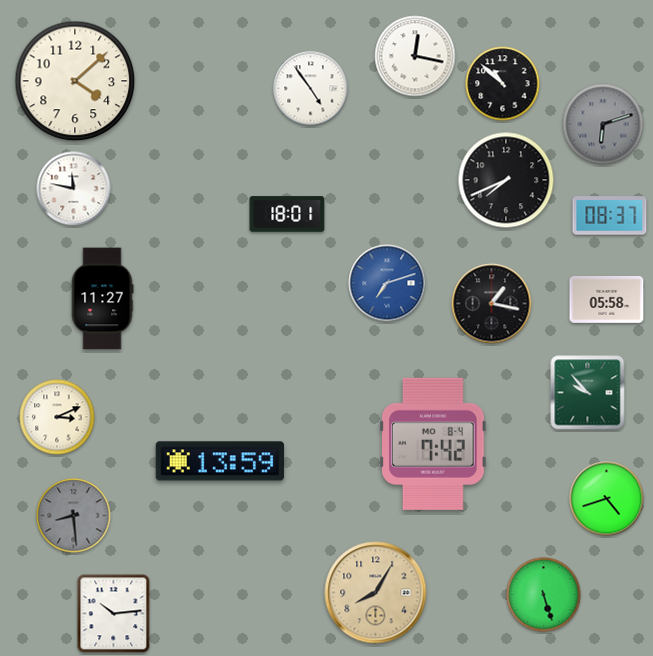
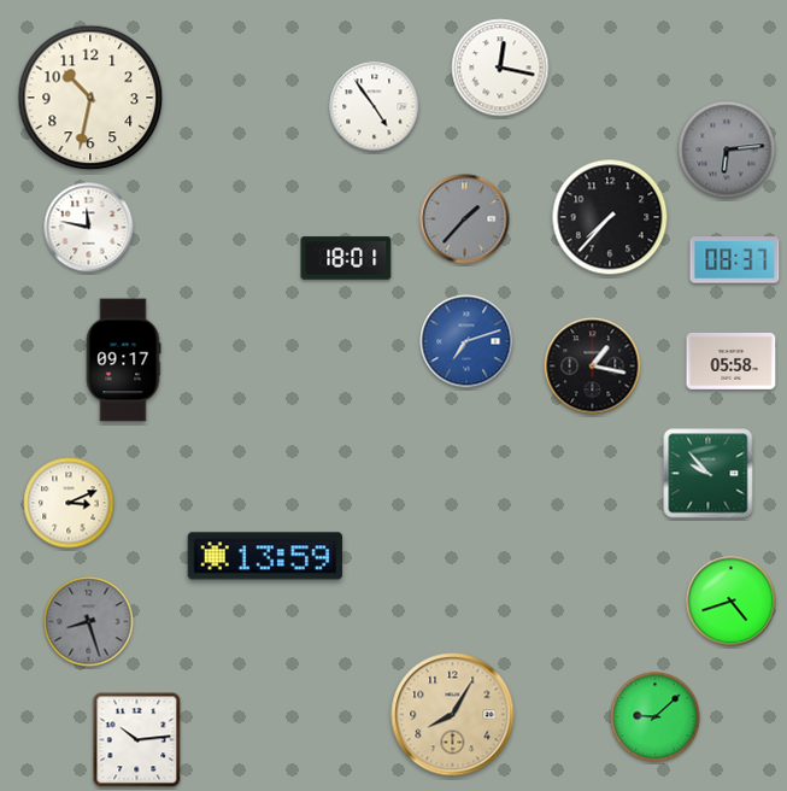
clock at (75, 81): 4:08 -> 10:32
clock at (503, 84): 10:52 -> none
clock at (603, 124): 6:12 -> 6:14
clock at (506, 180): 7:41 -> 7:37
clock at (465, 219): none -> 1:37
clock at (102, 299): 11:27 -> 09:17
clock at (433, 444): 7:42 -> none
clock at (74, 516): 8:29 -> 8:27
clock at (544, 595): 5:27 -> 9:08
